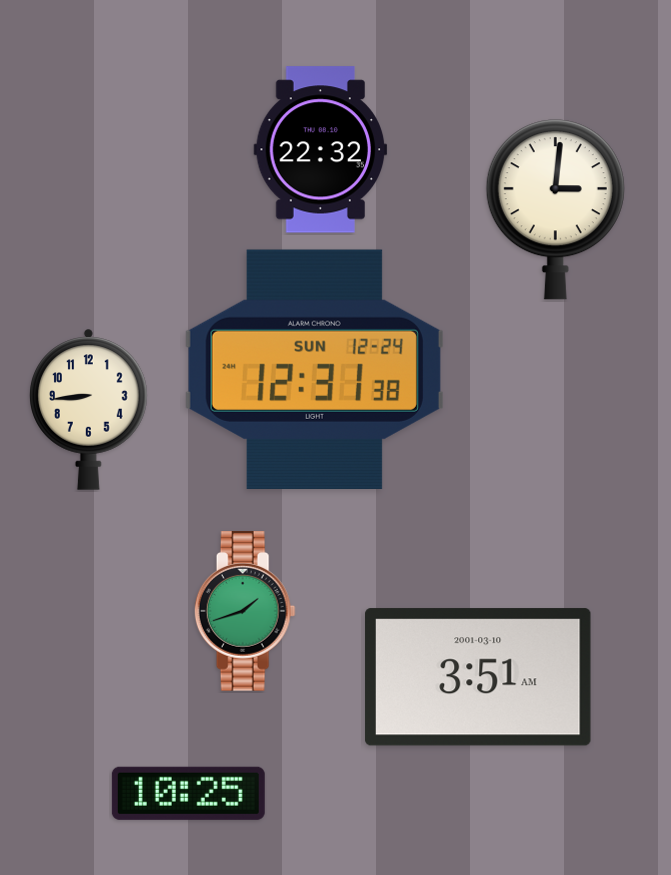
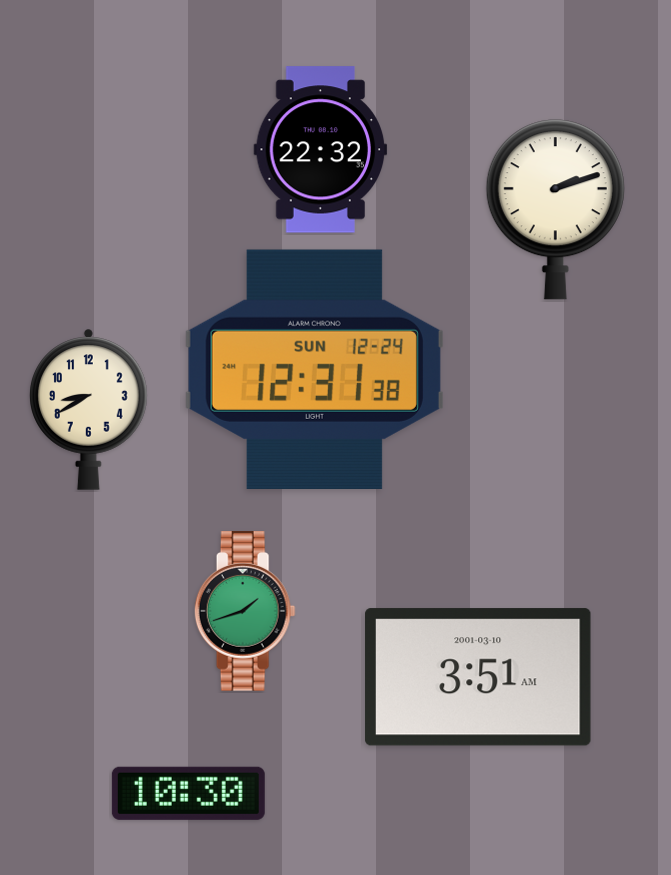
clock at (555, 210): 3:01 -> 2:12
clock at (89, 409): 8:44 -> 8:40
clock at (188, 793): 10:25 -> 10:30
